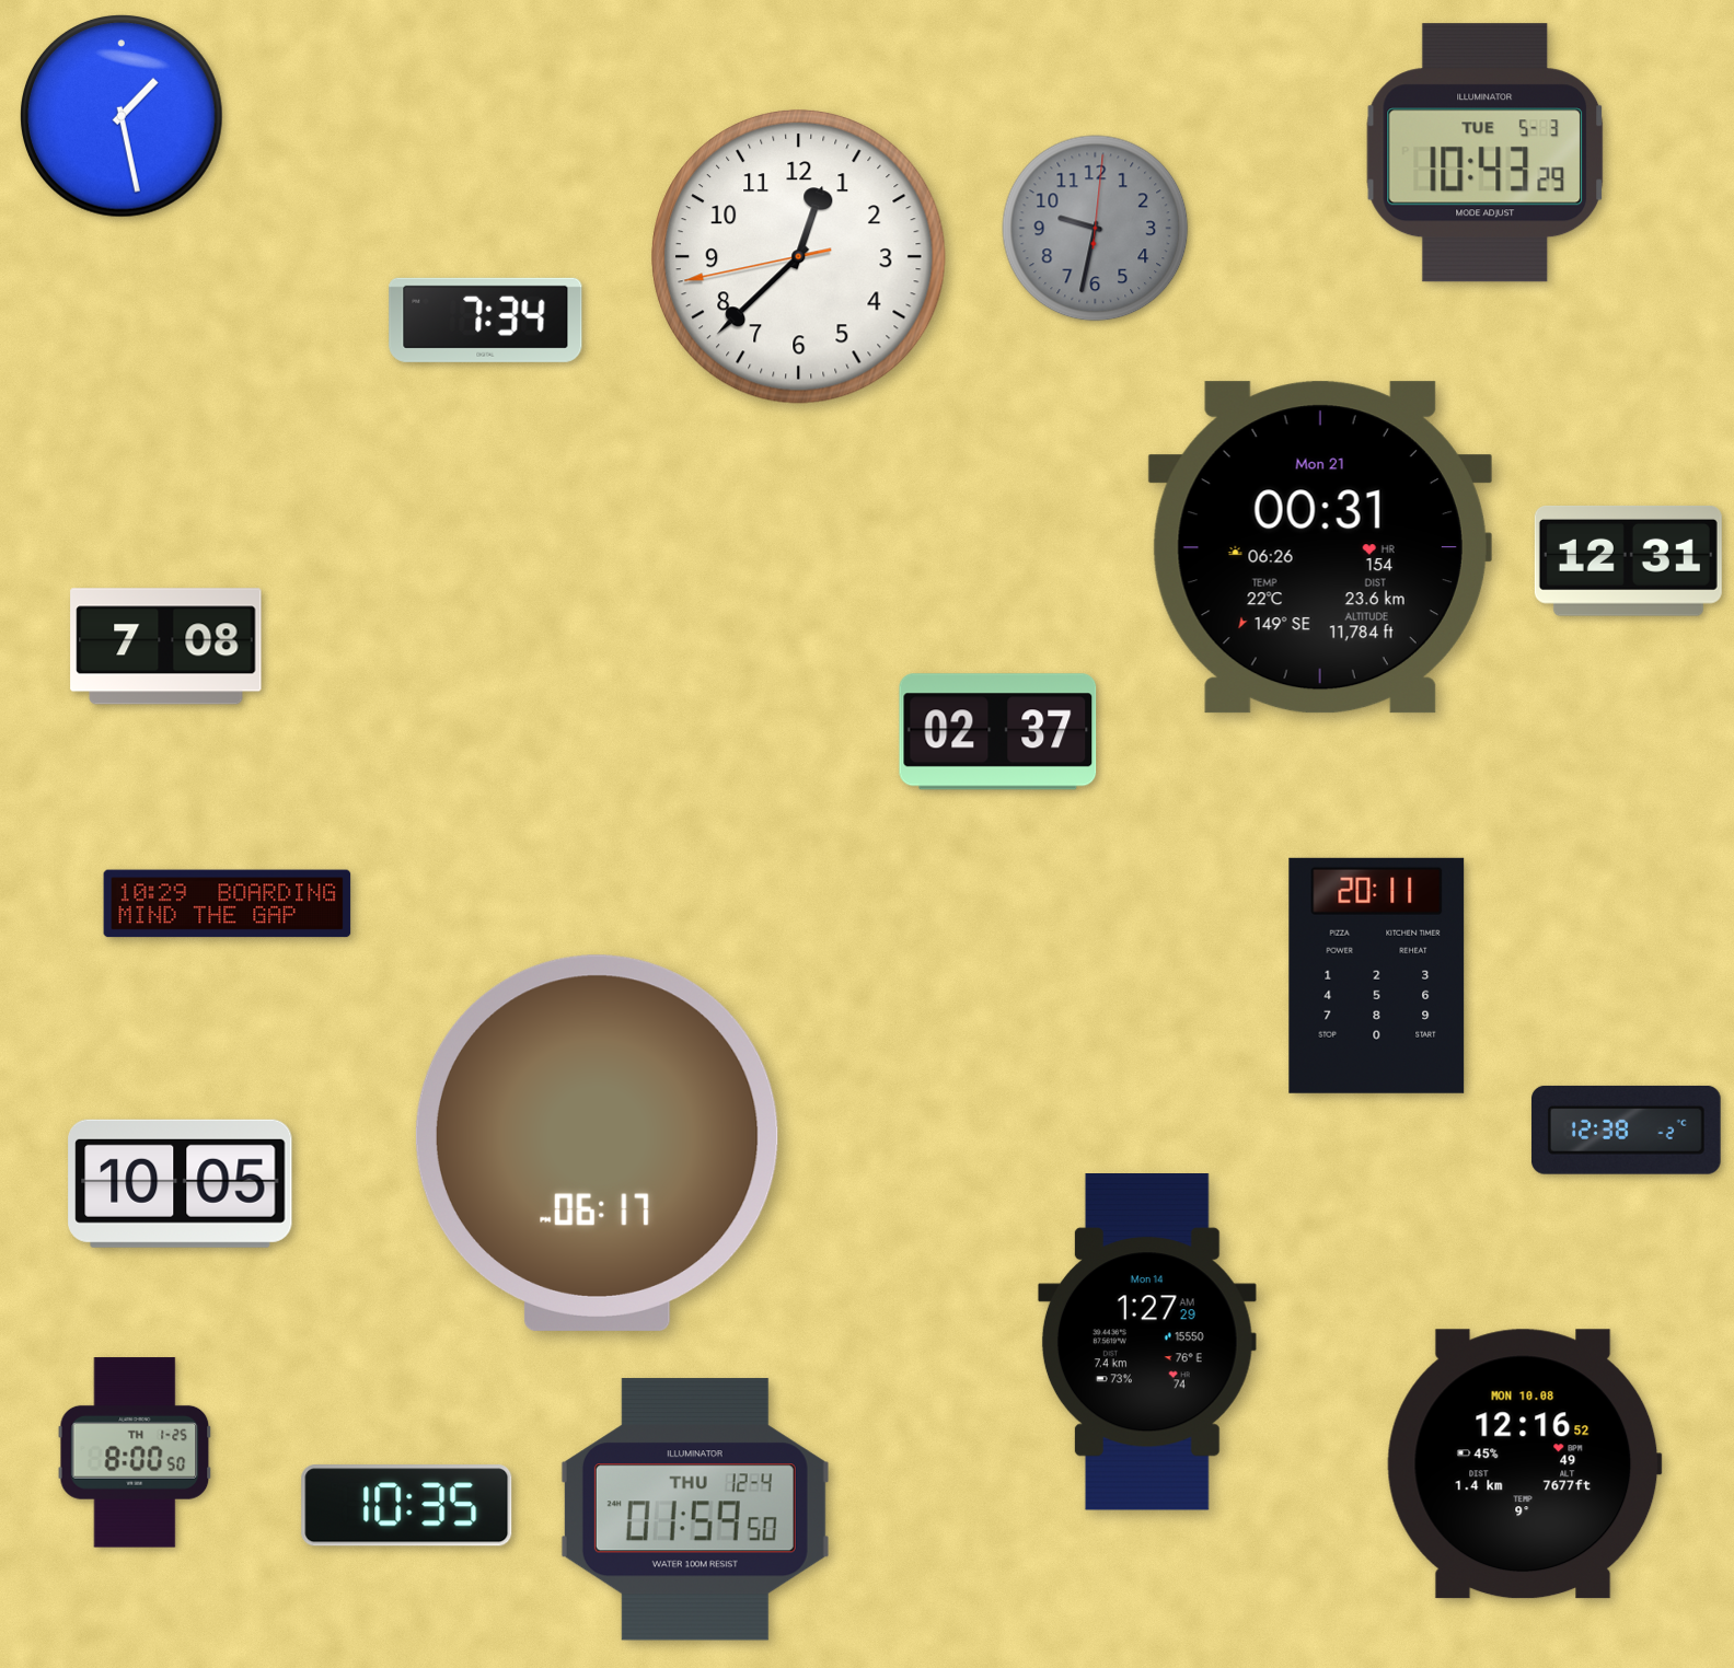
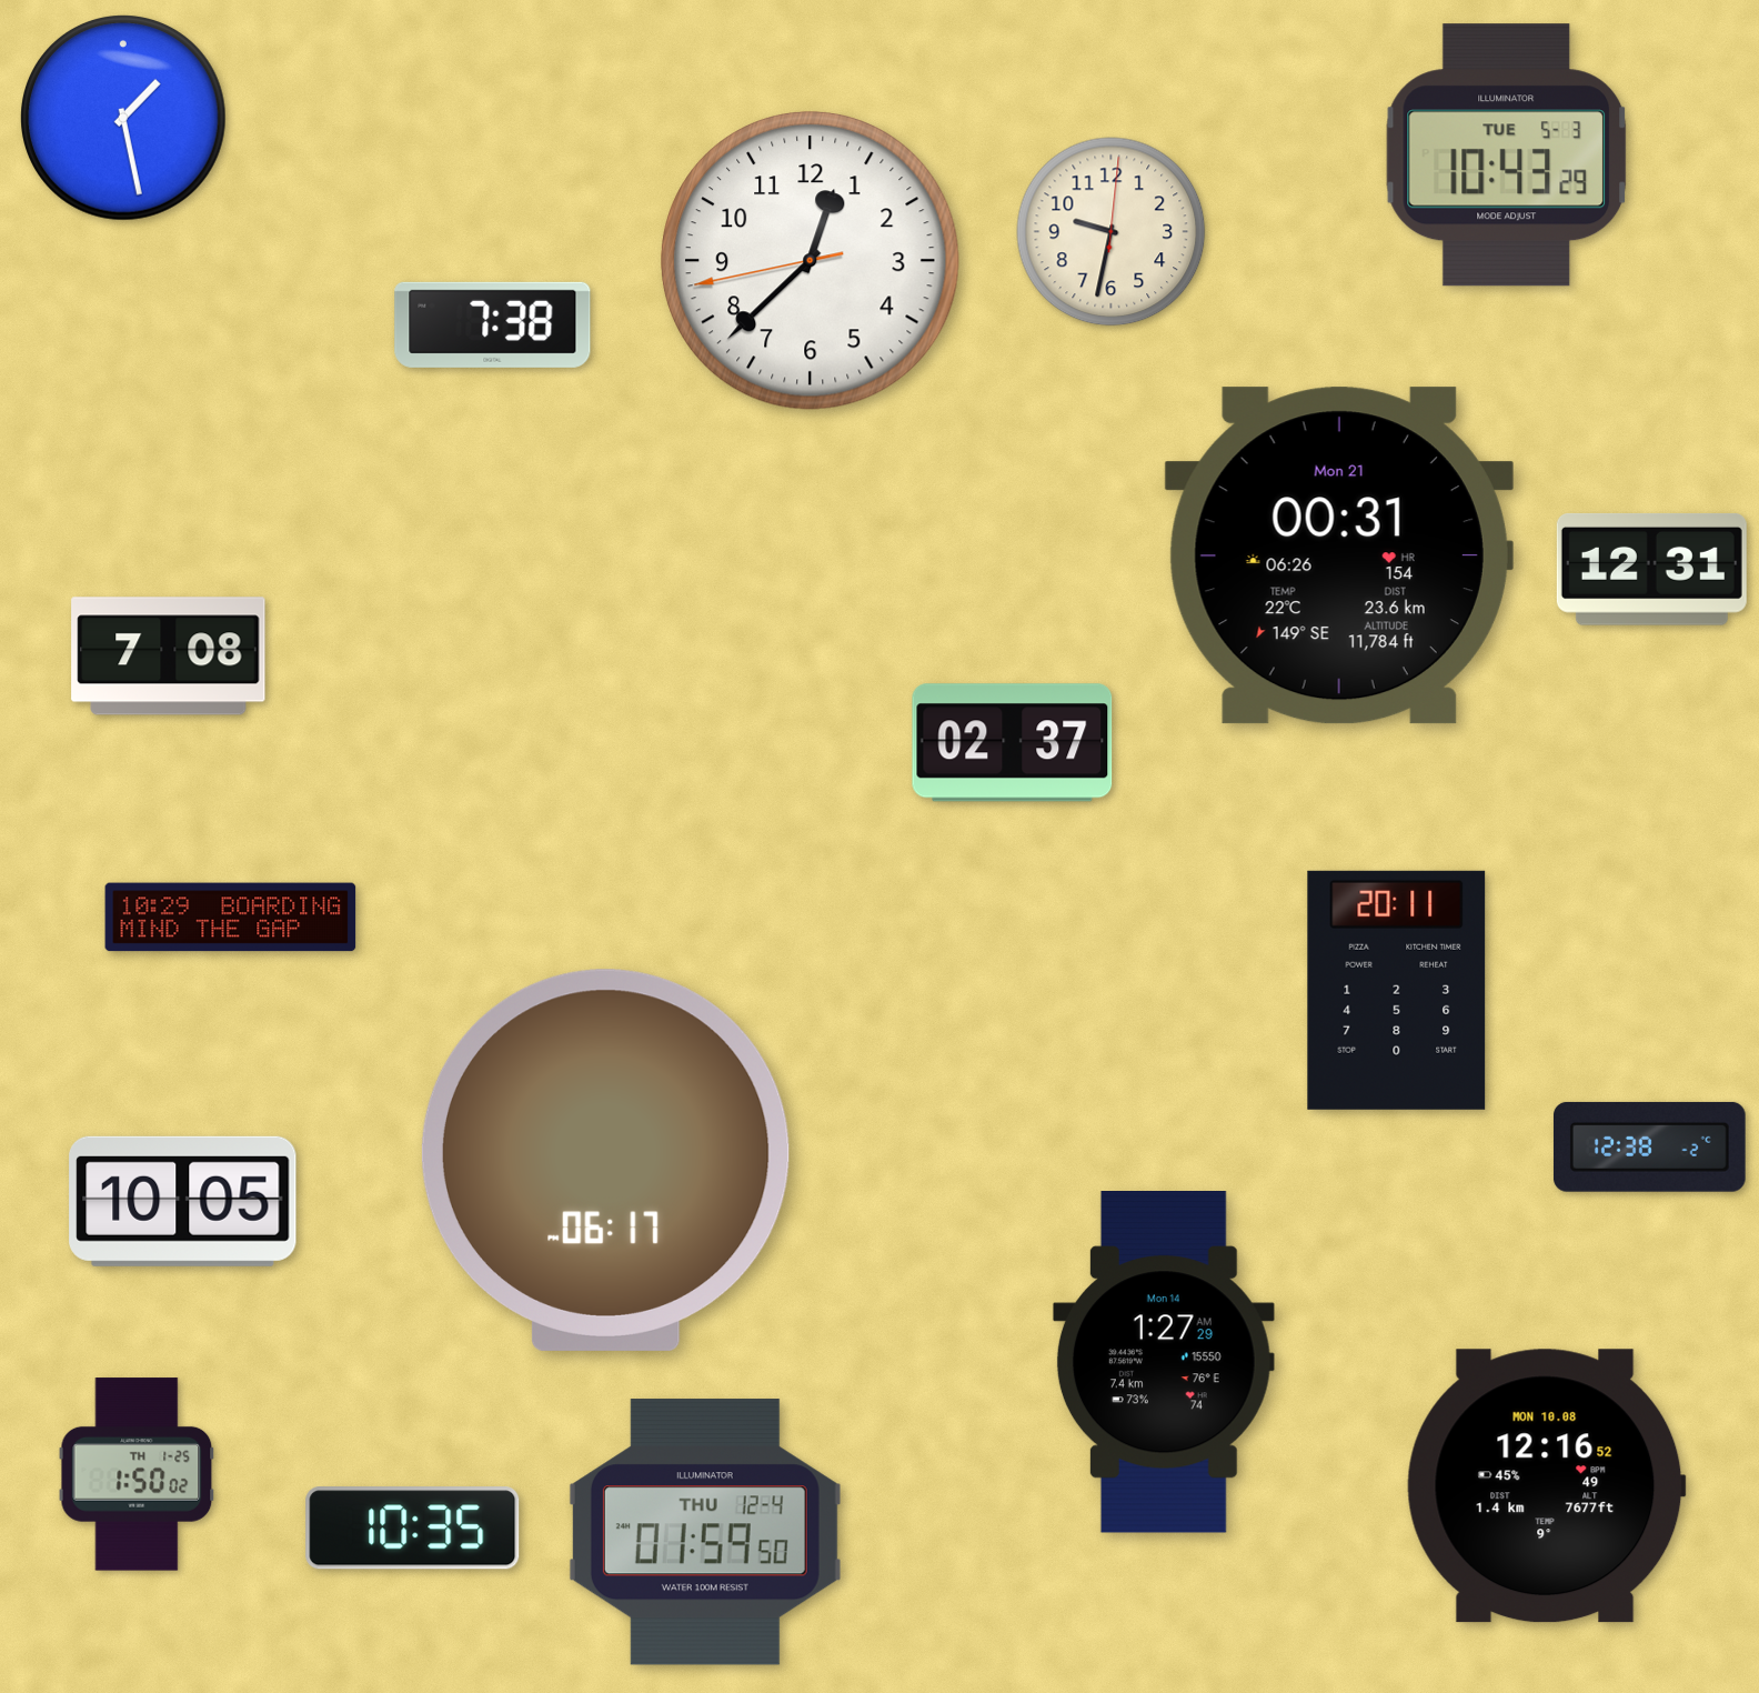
clock at (1096, 229) dial: grey -> cream
clock at (486, 320): 7:34 -> 7:38
clock at (135, 1452): 8:00 -> 1:50
